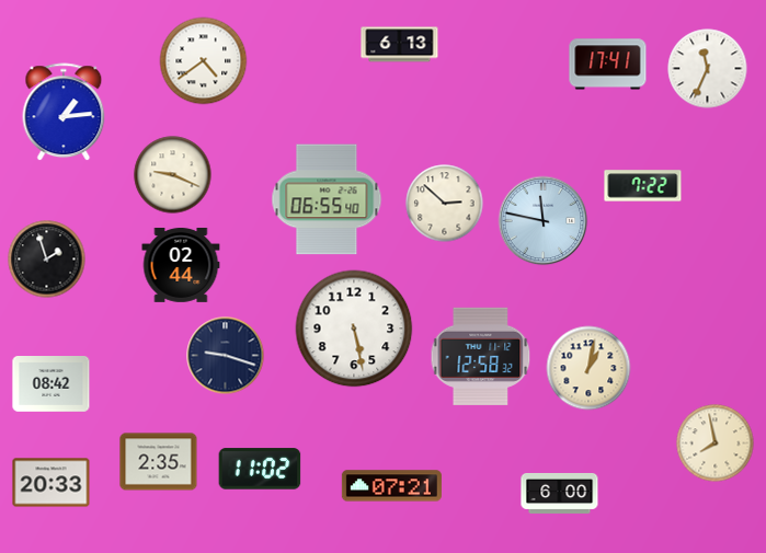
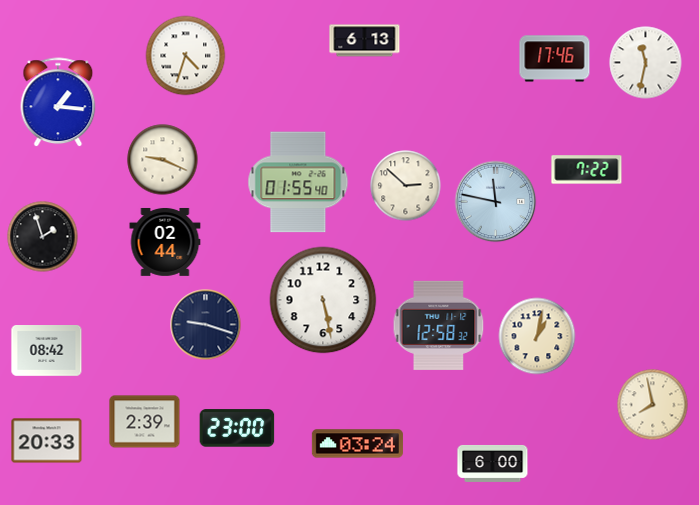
clock at (204, 61): 4:39 -> 4:33
clock at (608, 65): 17:41 -> 17:46
clock at (708, 69): 11:34 -> 11:32
clock at (64, 113): 1:14 -> 1:16
clock at (173, 175) position: (173, 175) -> (163, 160)
clock at (327, 199): 06:55 -> 01:55
clock at (159, 462): 2:35 -> 2:39
clock at (260, 469): 11:02 -> 23:00
clock at (391, 486): 07:21 -> 03:24
clock at (560, 493) position: (560, 493) -> (493, 463)
